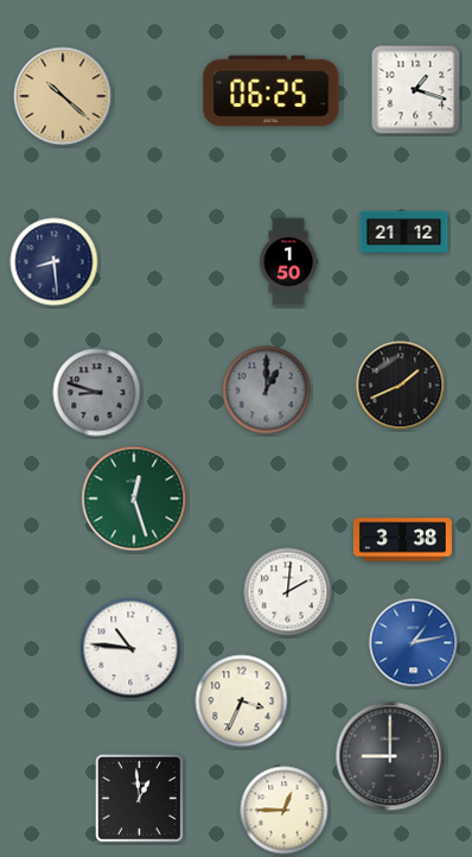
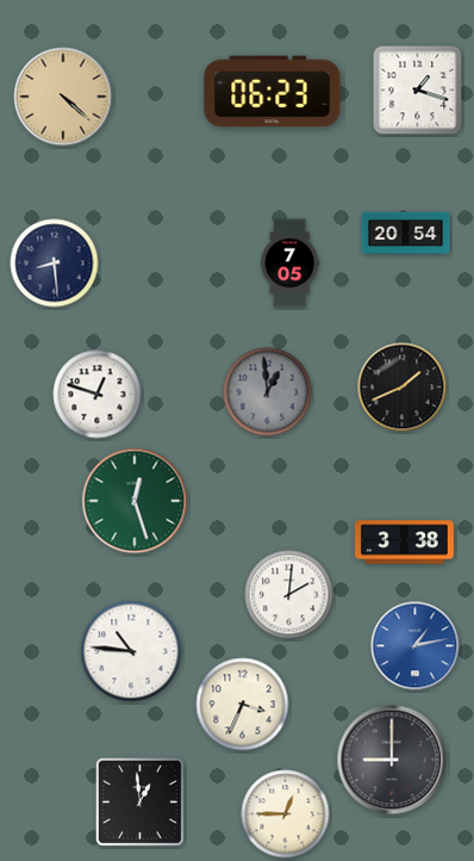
clock at (272, 91): 06:25 -> 06:23
clock at (63, 96): 10:22 -> 4:22
clock at (404, 231): 21:12 -> 20:54
clock at (288, 262): 1:50 -> 7:05
clock at (267, 391): 1:00 -> 12:59
clock at (97, 393): 8:48 -> 12:48
clock at (97, 393) dial: grey -> white
